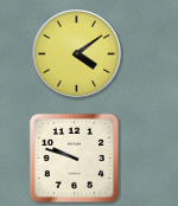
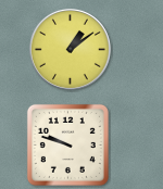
clock at (76, 53): 4:09 -> 1:09
